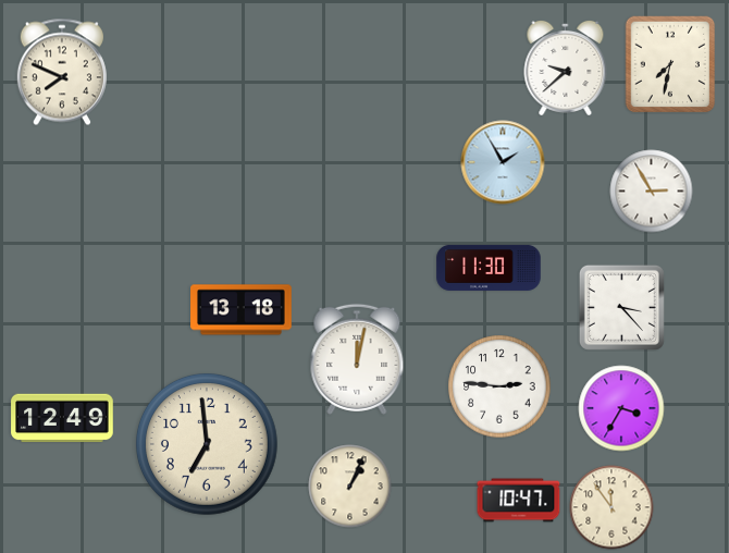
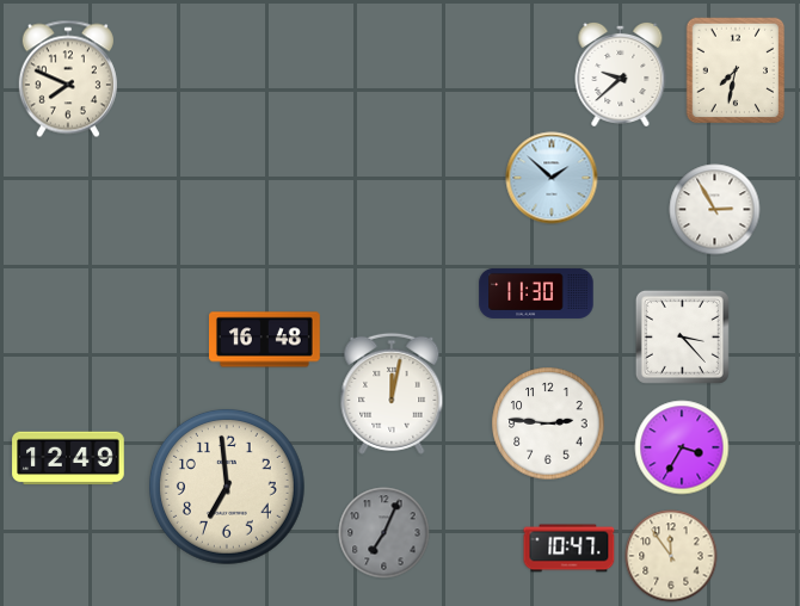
clock at (503, 162): 1:55 -> 1:52
clock at (242, 310): 13:18 -> 16:48
clock at (350, 487): 1:04 -> 7:04
clock at (350, 487) dial: cream -> grey
